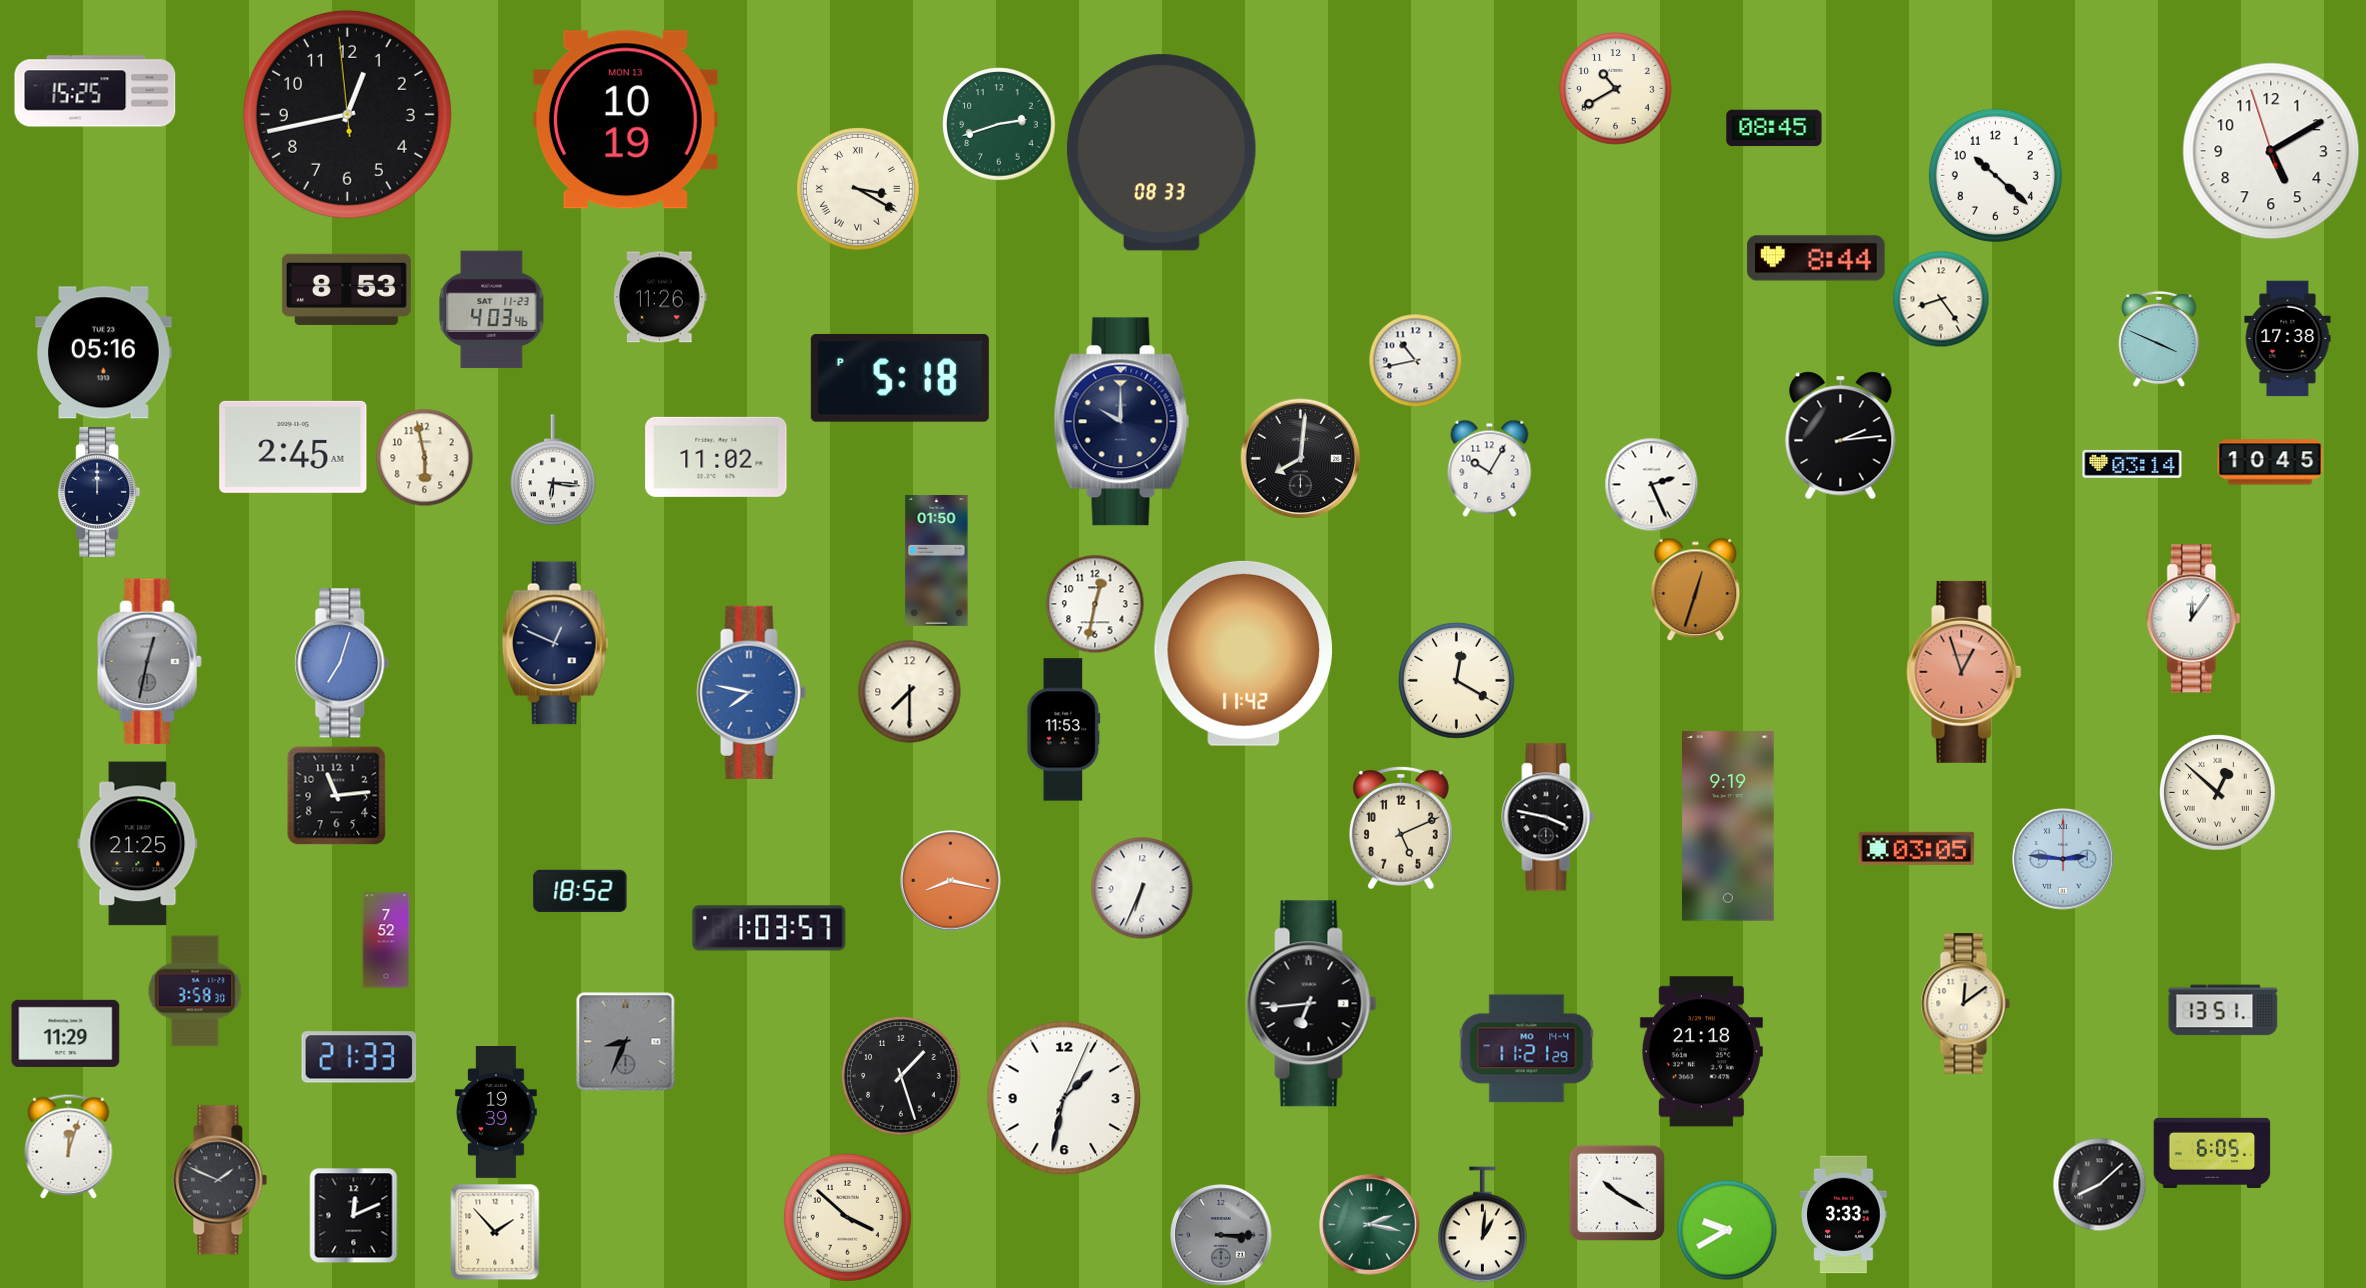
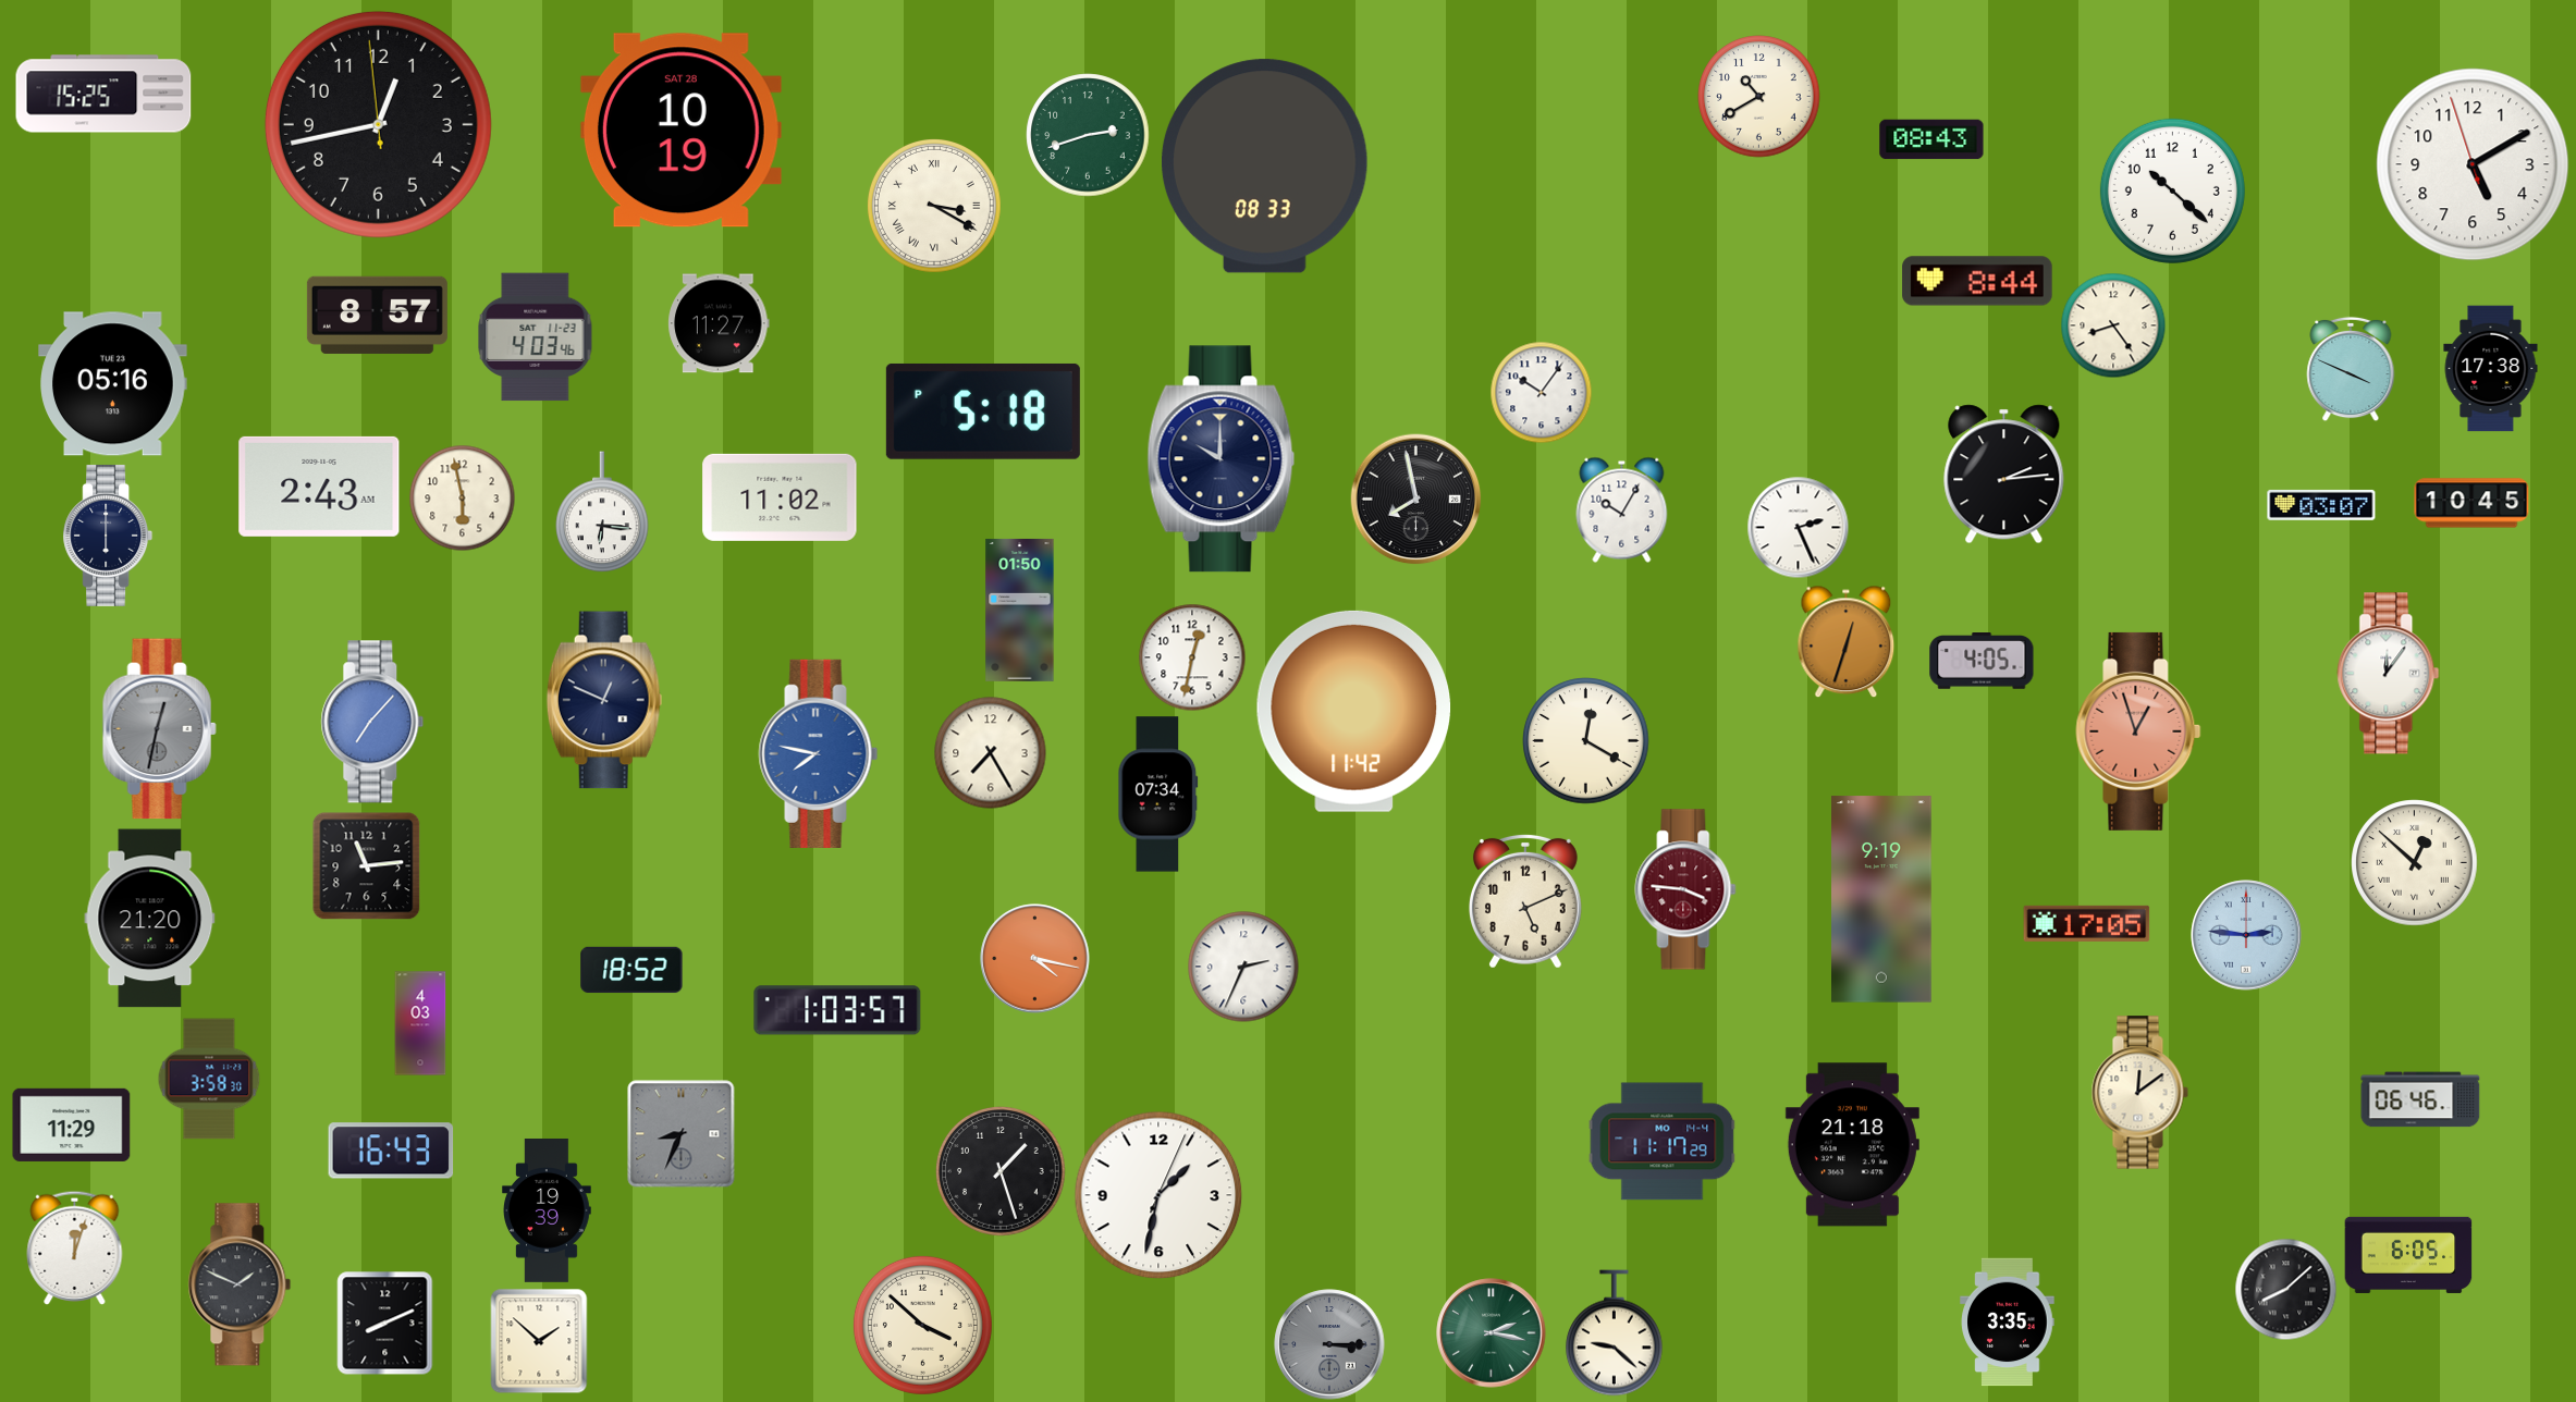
clock at (95, 91) position: (95, 91) -> (103, 94)
clock at (625, 120) date: MON 13 -> SAT 28
clock at (1774, 128): 08:45 -> 08:43
clock at (346, 289): 8:53 -> 8:57
clock at (660, 297): 11:26 -> 11:27
clock at (1415, 360): 10:43 -> 10:06
clock at (900, 378) position: (900, 378) -> (983, 411)
clock at (293, 447): 2:45 -> 2:43
clock at (1301, 459): 8:01 -> 7:58
clock at (2132, 464): 03:14 -> 03:07
clock at (99, 492): 12:00 -> 6:00
clock at (1982, 662): none -> 4:05
clock at (149, 662) position: (149, 662) -> (159, 729)
clock at (342, 663): 7:03 -> 7:07
clock at (910, 692): 7:30 -> 7:25
clock at (1064, 730): 11:53 -> 07:34
clock at (1548, 817): 3:47 -> 3:46
clock at (1548, 817) dial: black -> burgundy
clock at (138, 844): 21:25 -> 21:20
clock at (1917, 848): 03:05 -> 17:05
clock at (951, 881): 8:17 -> 4:17
clock at (1142, 888): 6:34 -> 2:34
clock at (386, 940): 7:52 -> 4:03
clock at (195, 991) position: (195, 991) -> (209, 1079)
clock at (1312, 1004): 6:44 -> none
clock at (2223, 1010): 13:51 -> 06:46
clock at (1527, 1049): 11:21 -> 11:17
clock at (359, 1057): 21:33 -> 16:43
clock at (902, 1077) position: (902, 1077) -> (1002, 1172)
clock at (496, 1113) position: (496, 1113) -> (547, 1212)
clock at (1617, 1193): 10:20 -> none
clock at (354, 1215): 12:11 -> 8:11
clock at (1844, 1215): 3:33 -> 3:35
clock at (1483, 1225): 1:01 -> 9:22
clock at (1727, 1230): 9:40 -> none
clock at (495, 1232): 1:53 -> 1:52
